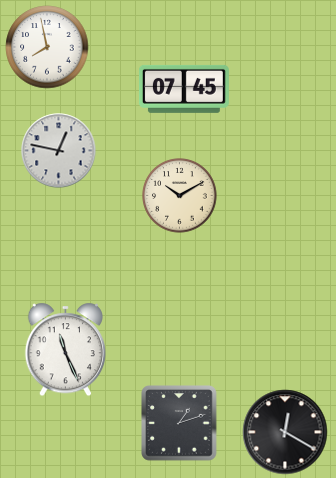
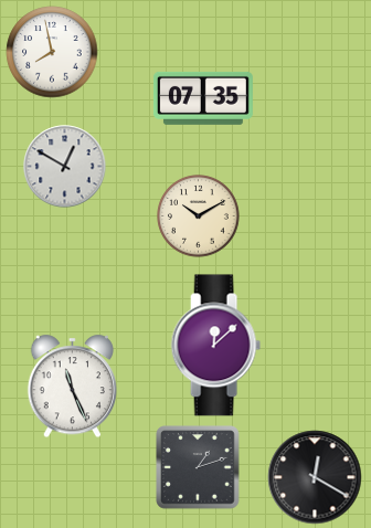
clock at (184, 89): 07:45 -> 07:35
clock at (59, 151): 12:47 -> 12:50
clock at (215, 346): none -> 12:08
